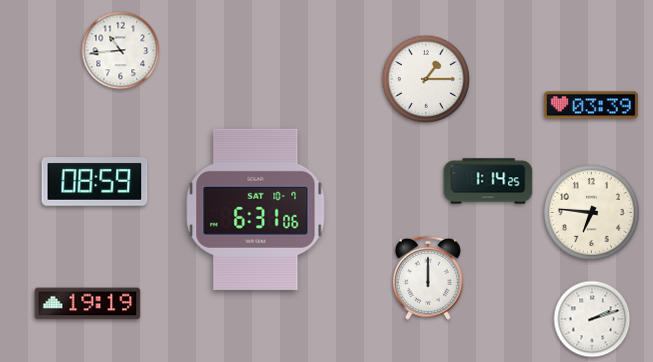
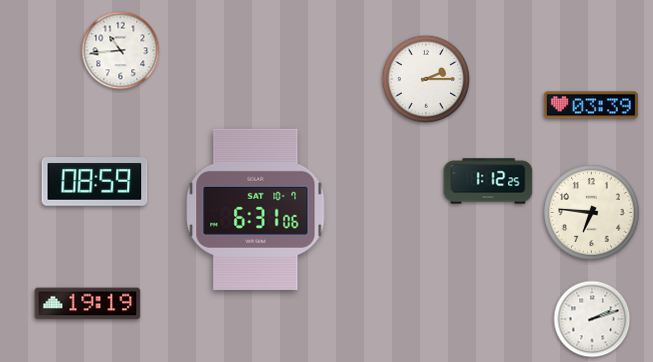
clock at (425, 78): 1:15 -> 2:15
clock at (488, 181): 1:14 -> 1:12
clock at (428, 278): 12:00 -> none
